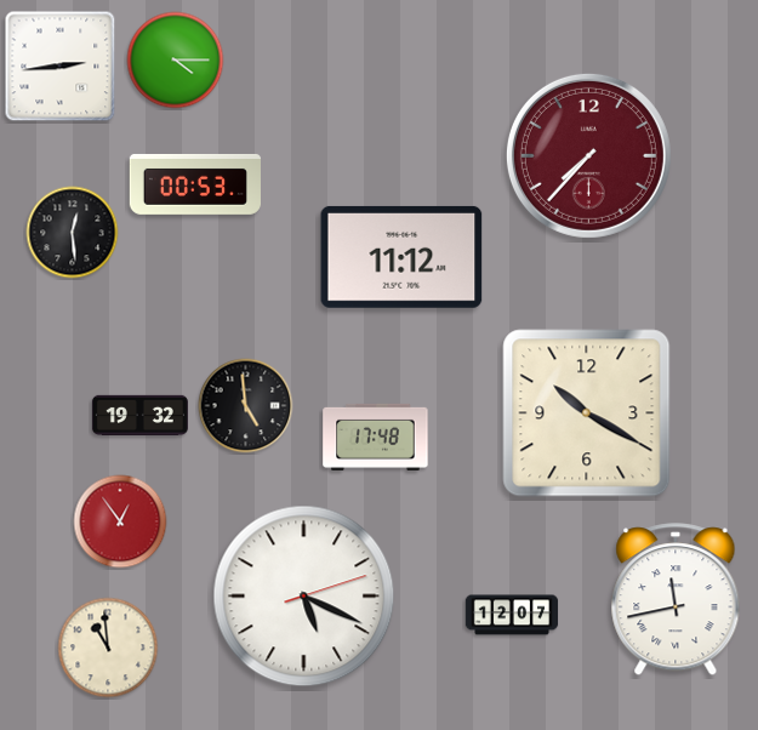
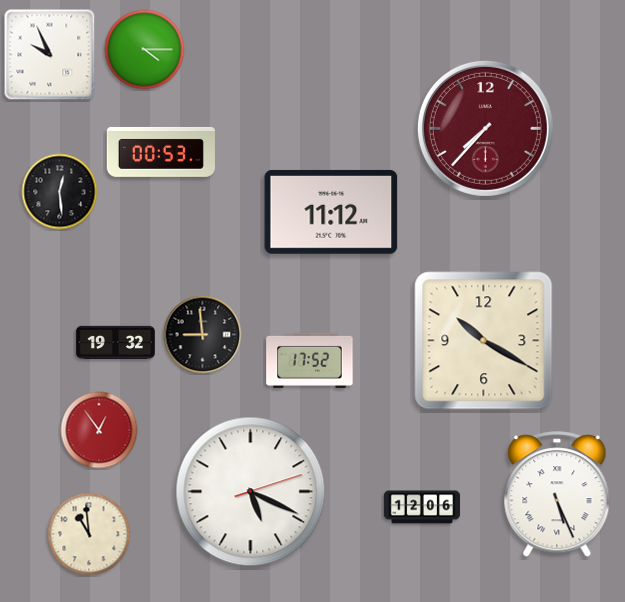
clock at (61, 67): 2:44 -> 9:56
clock at (246, 406): 4:59 -> 8:59
clock at (376, 437): 17:48 -> 17:52
clock at (676, 600): 11:43 -> 5:26
clock at (512, 615): 12:07 -> 12:06
